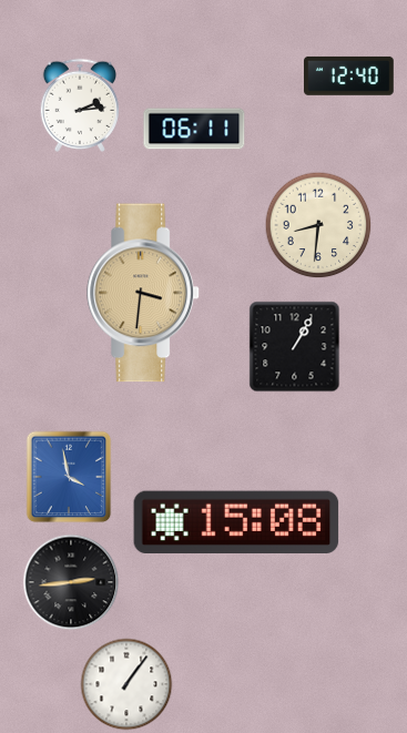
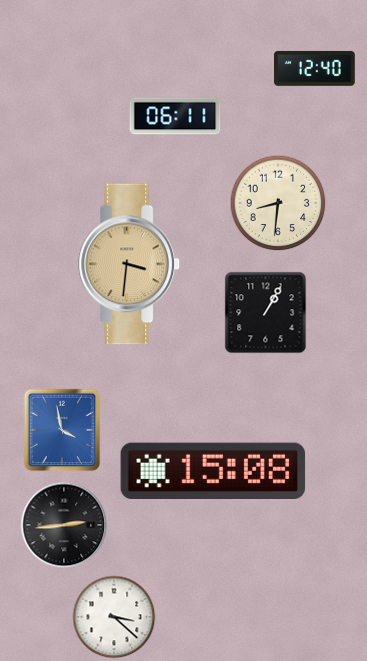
clock at (80, 105): 2:14 -> none
clock at (318, 225) position: (318, 225) -> (278, 203)
clock at (126, 684): 1:06 -> 3:22
